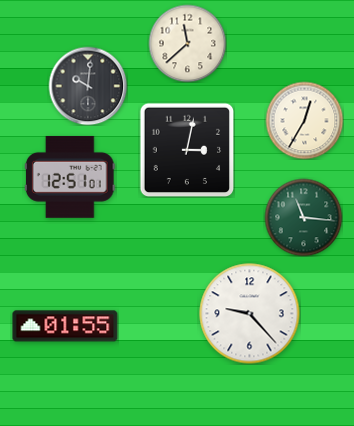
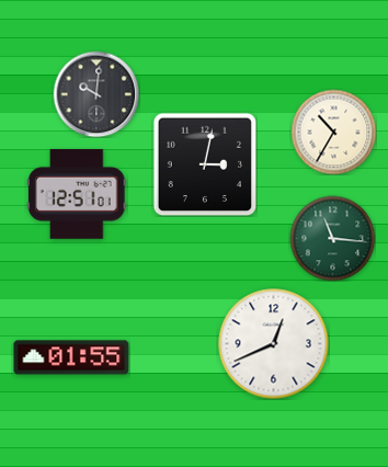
clock at (187, 43): 11:38 -> none
clock at (304, 120): 12:35 -> 10:35
clock at (250, 314): 9:23 -> 12:41
